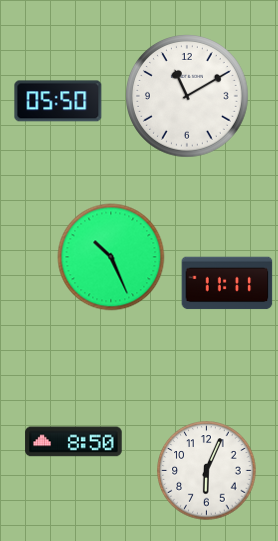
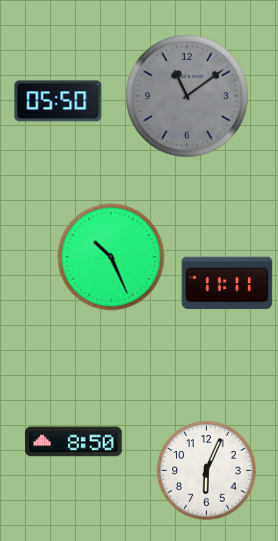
clock at (188, 97): 11:10 -> 11:09
clock at (188, 97) dial: white -> grey
